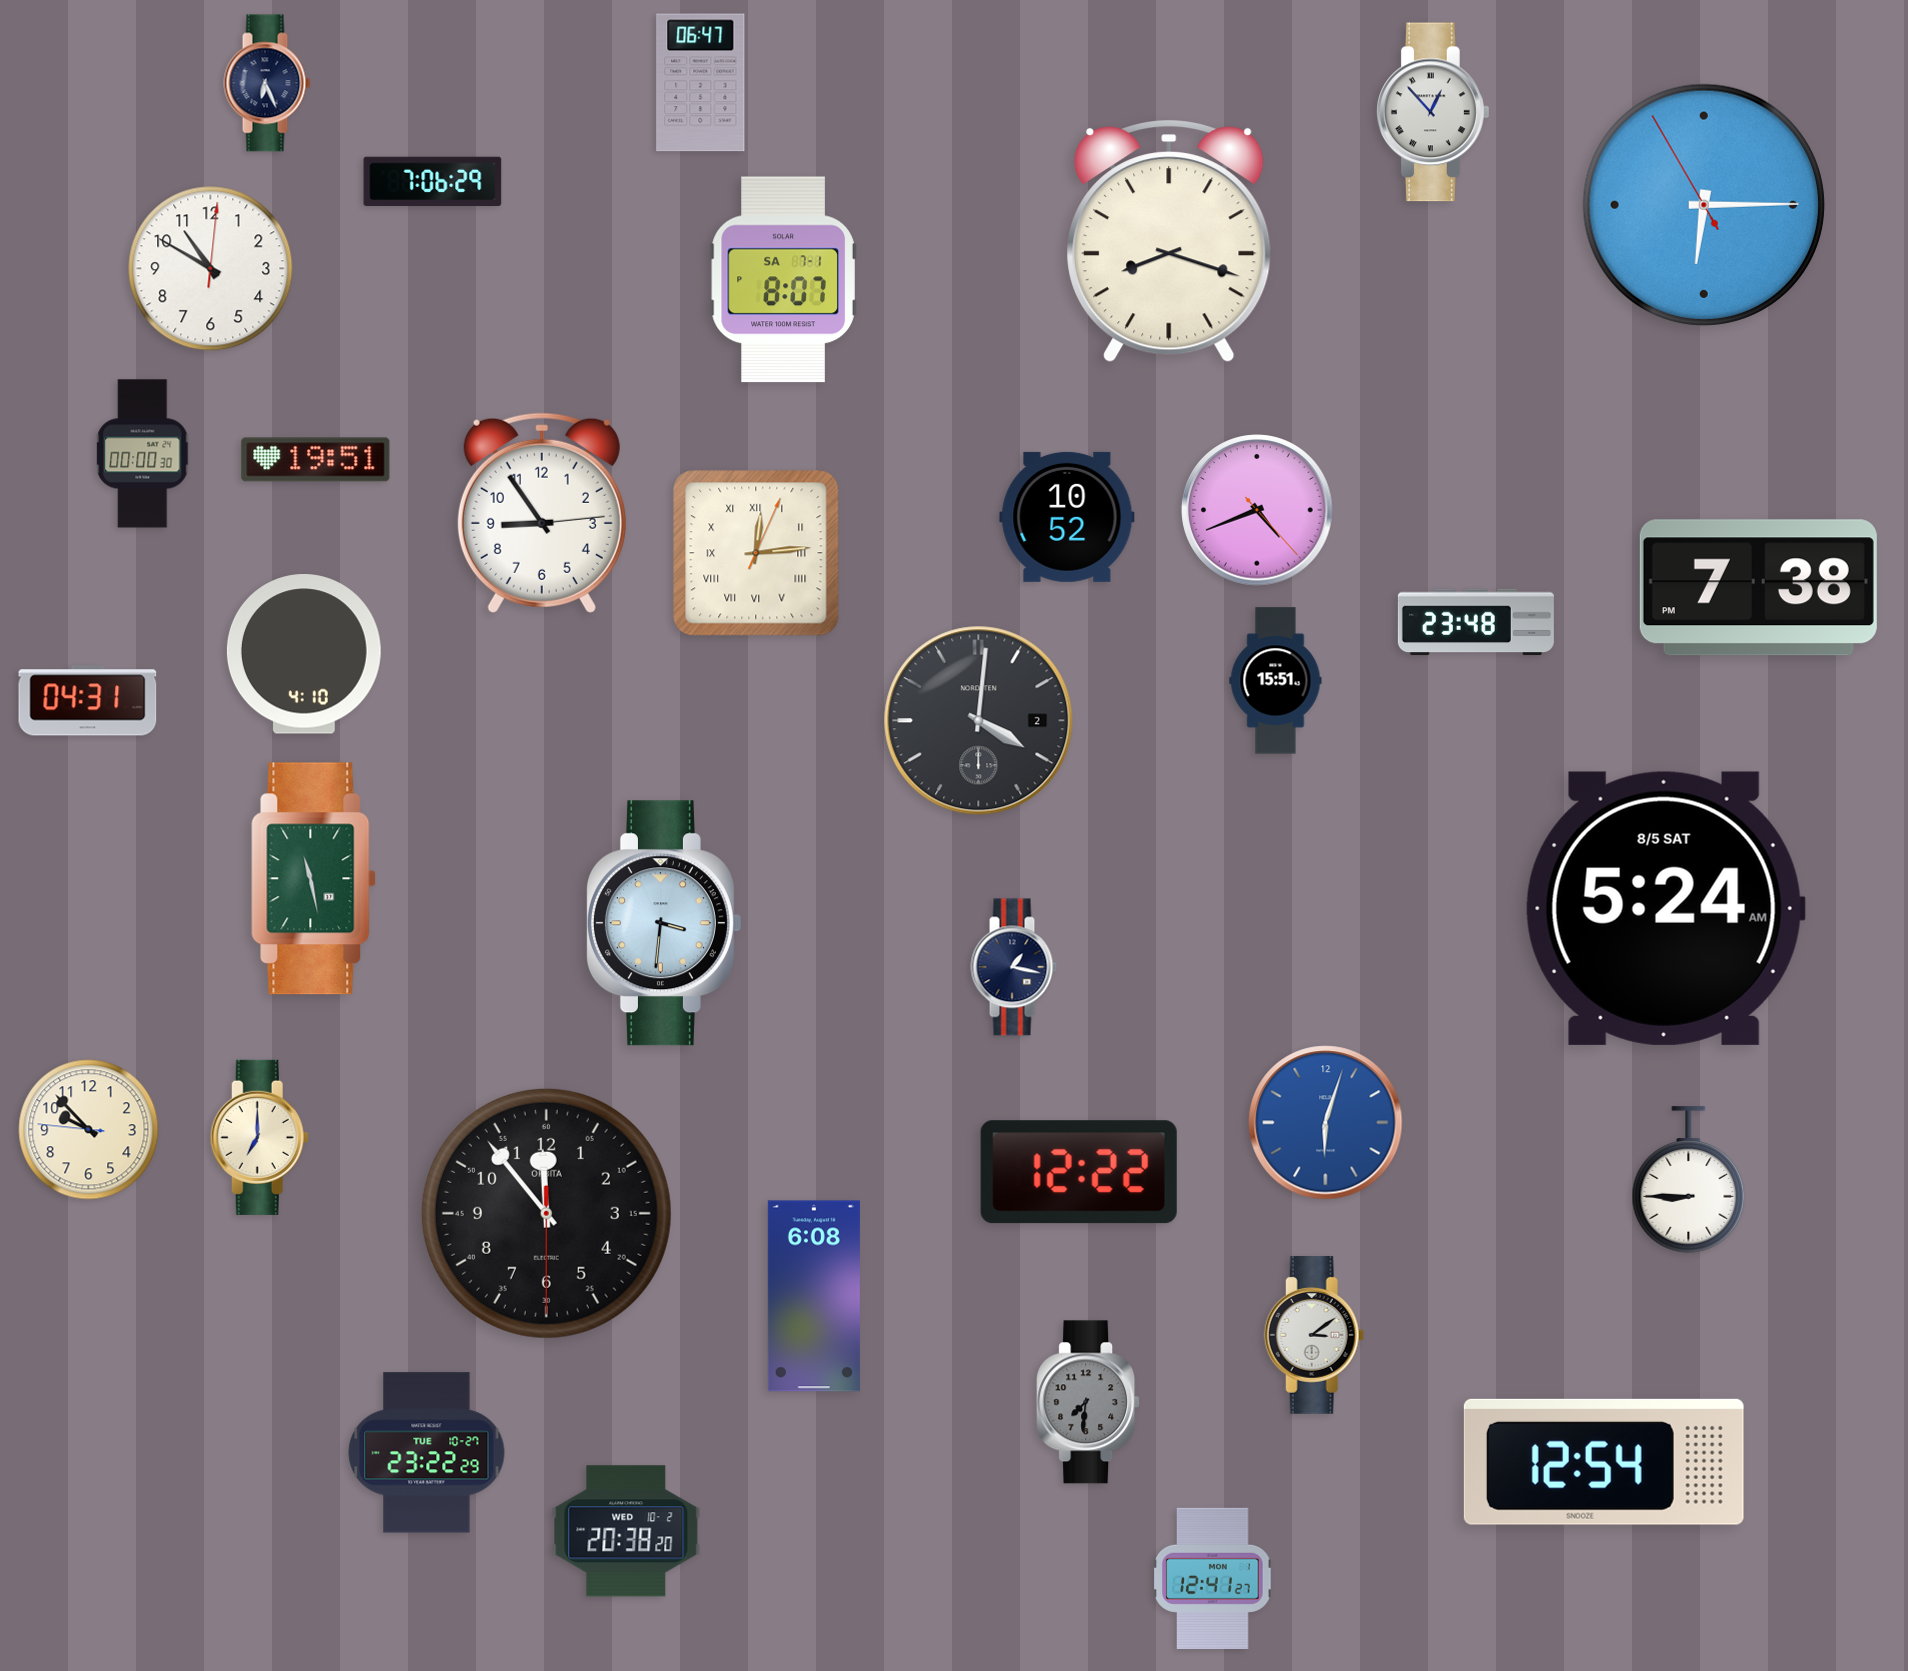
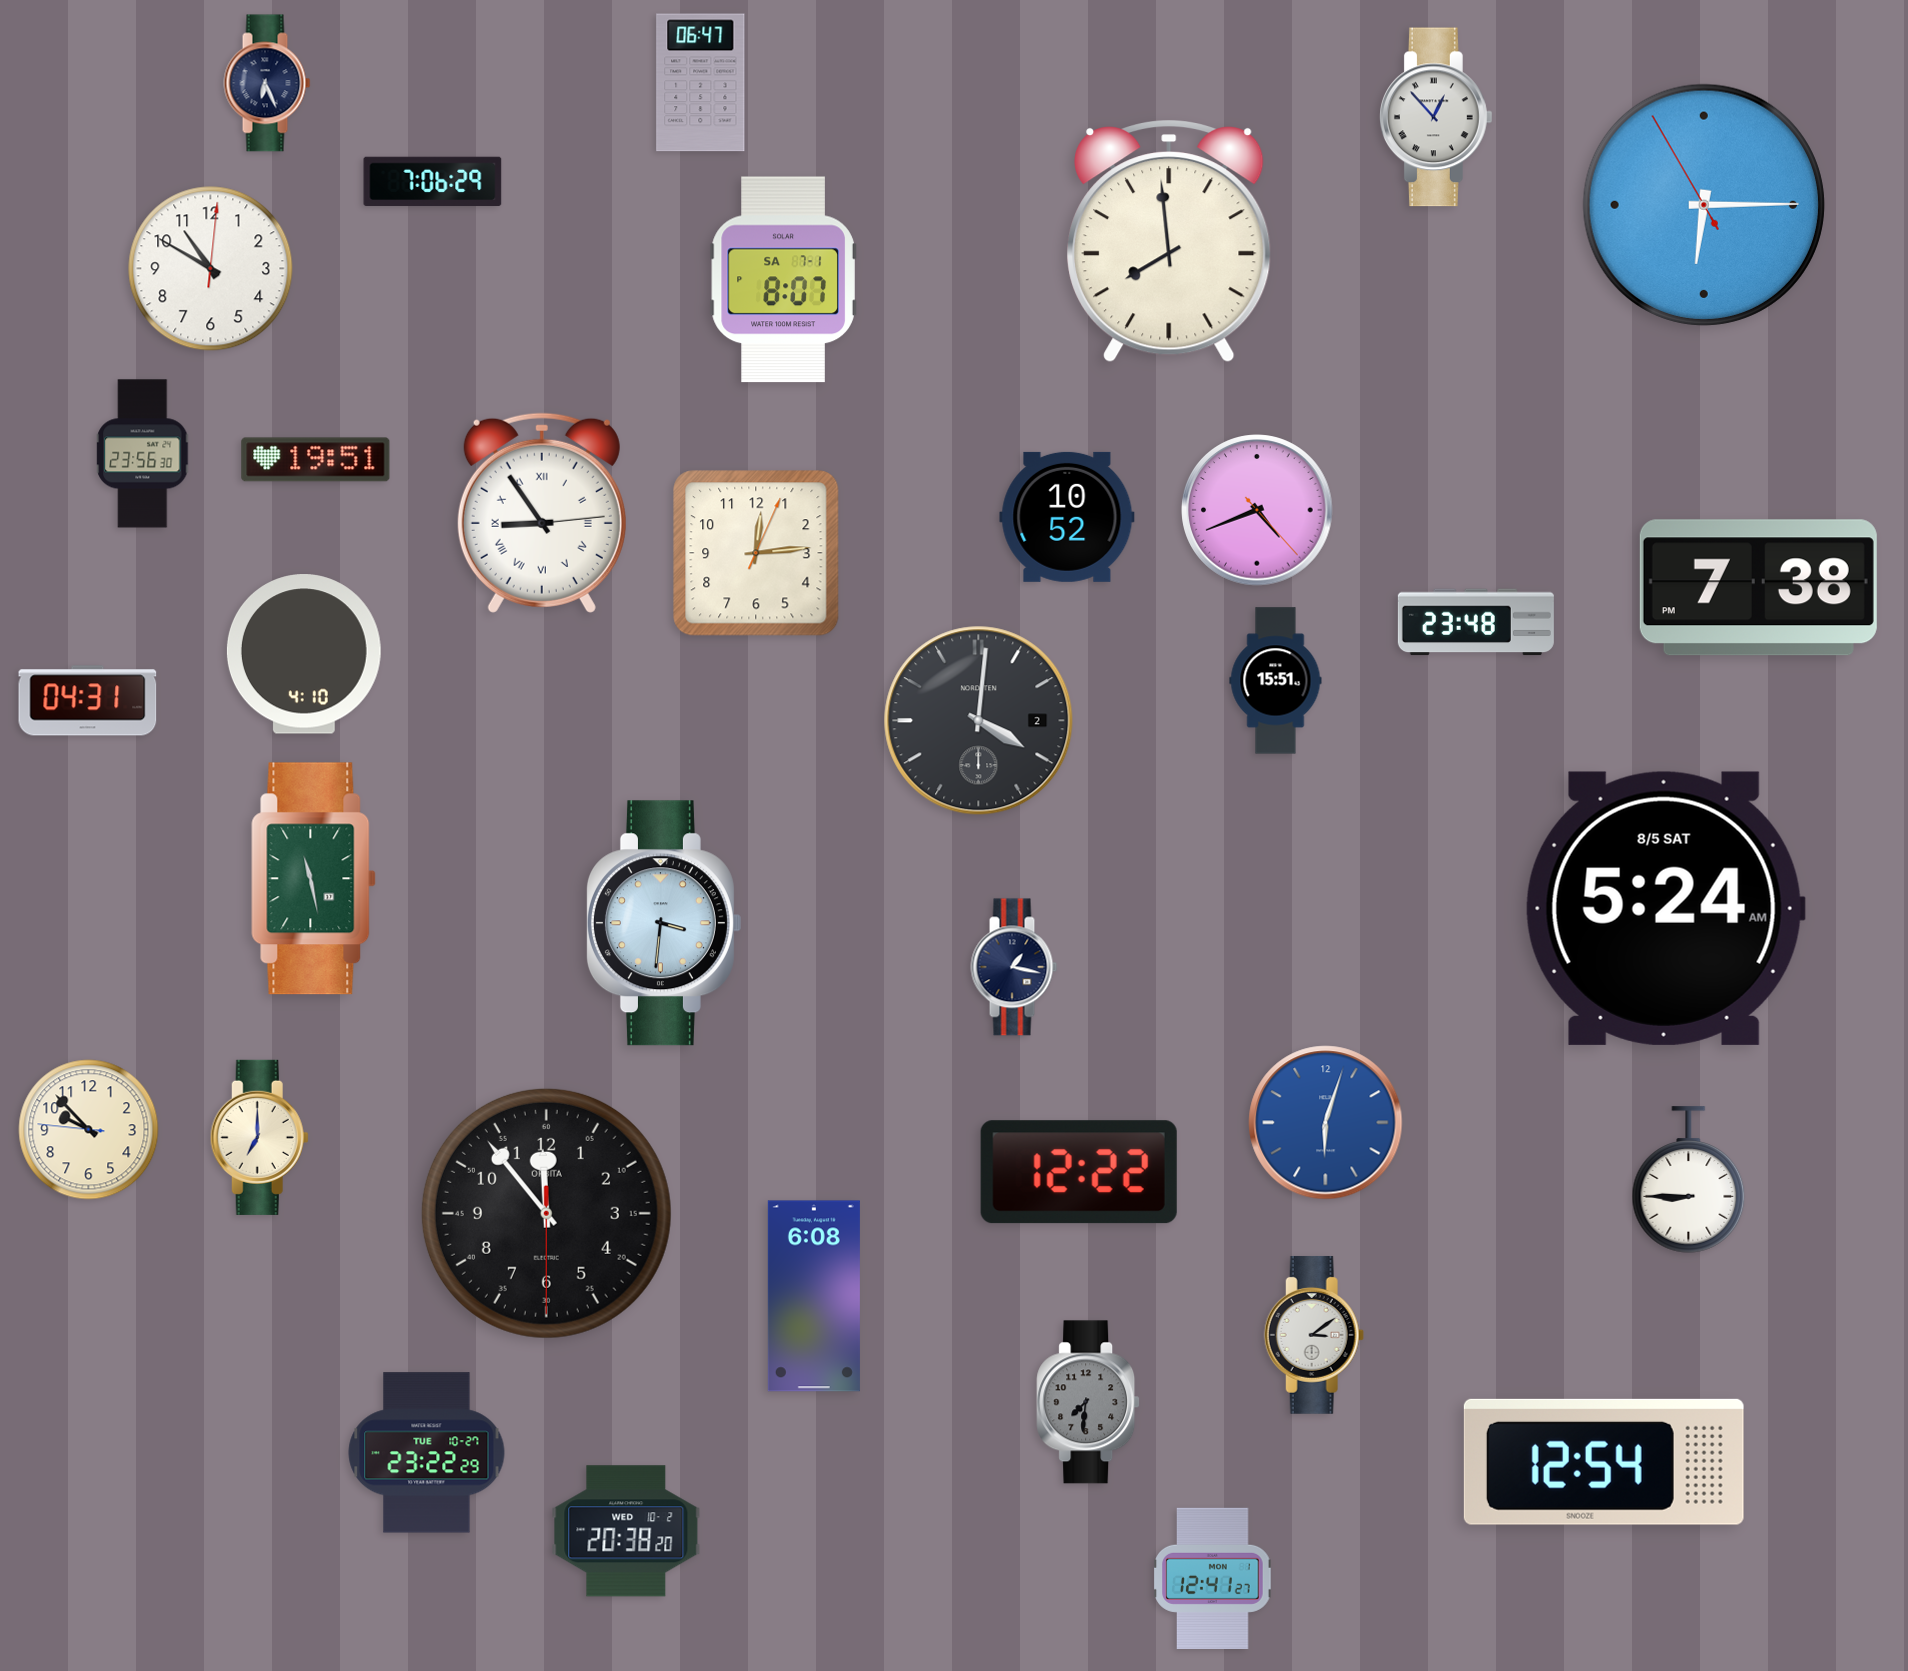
clock at (1434, 112) position: (1434, 112) -> (1437, 117)
clock at (1169, 241): 8:18 -> 7:59
clock at (143, 454): 00:00 -> 23:56
clock at (542, 513) numerals: Arabic -> Roman
clock at (756, 553) numerals: Roman -> Arabic
